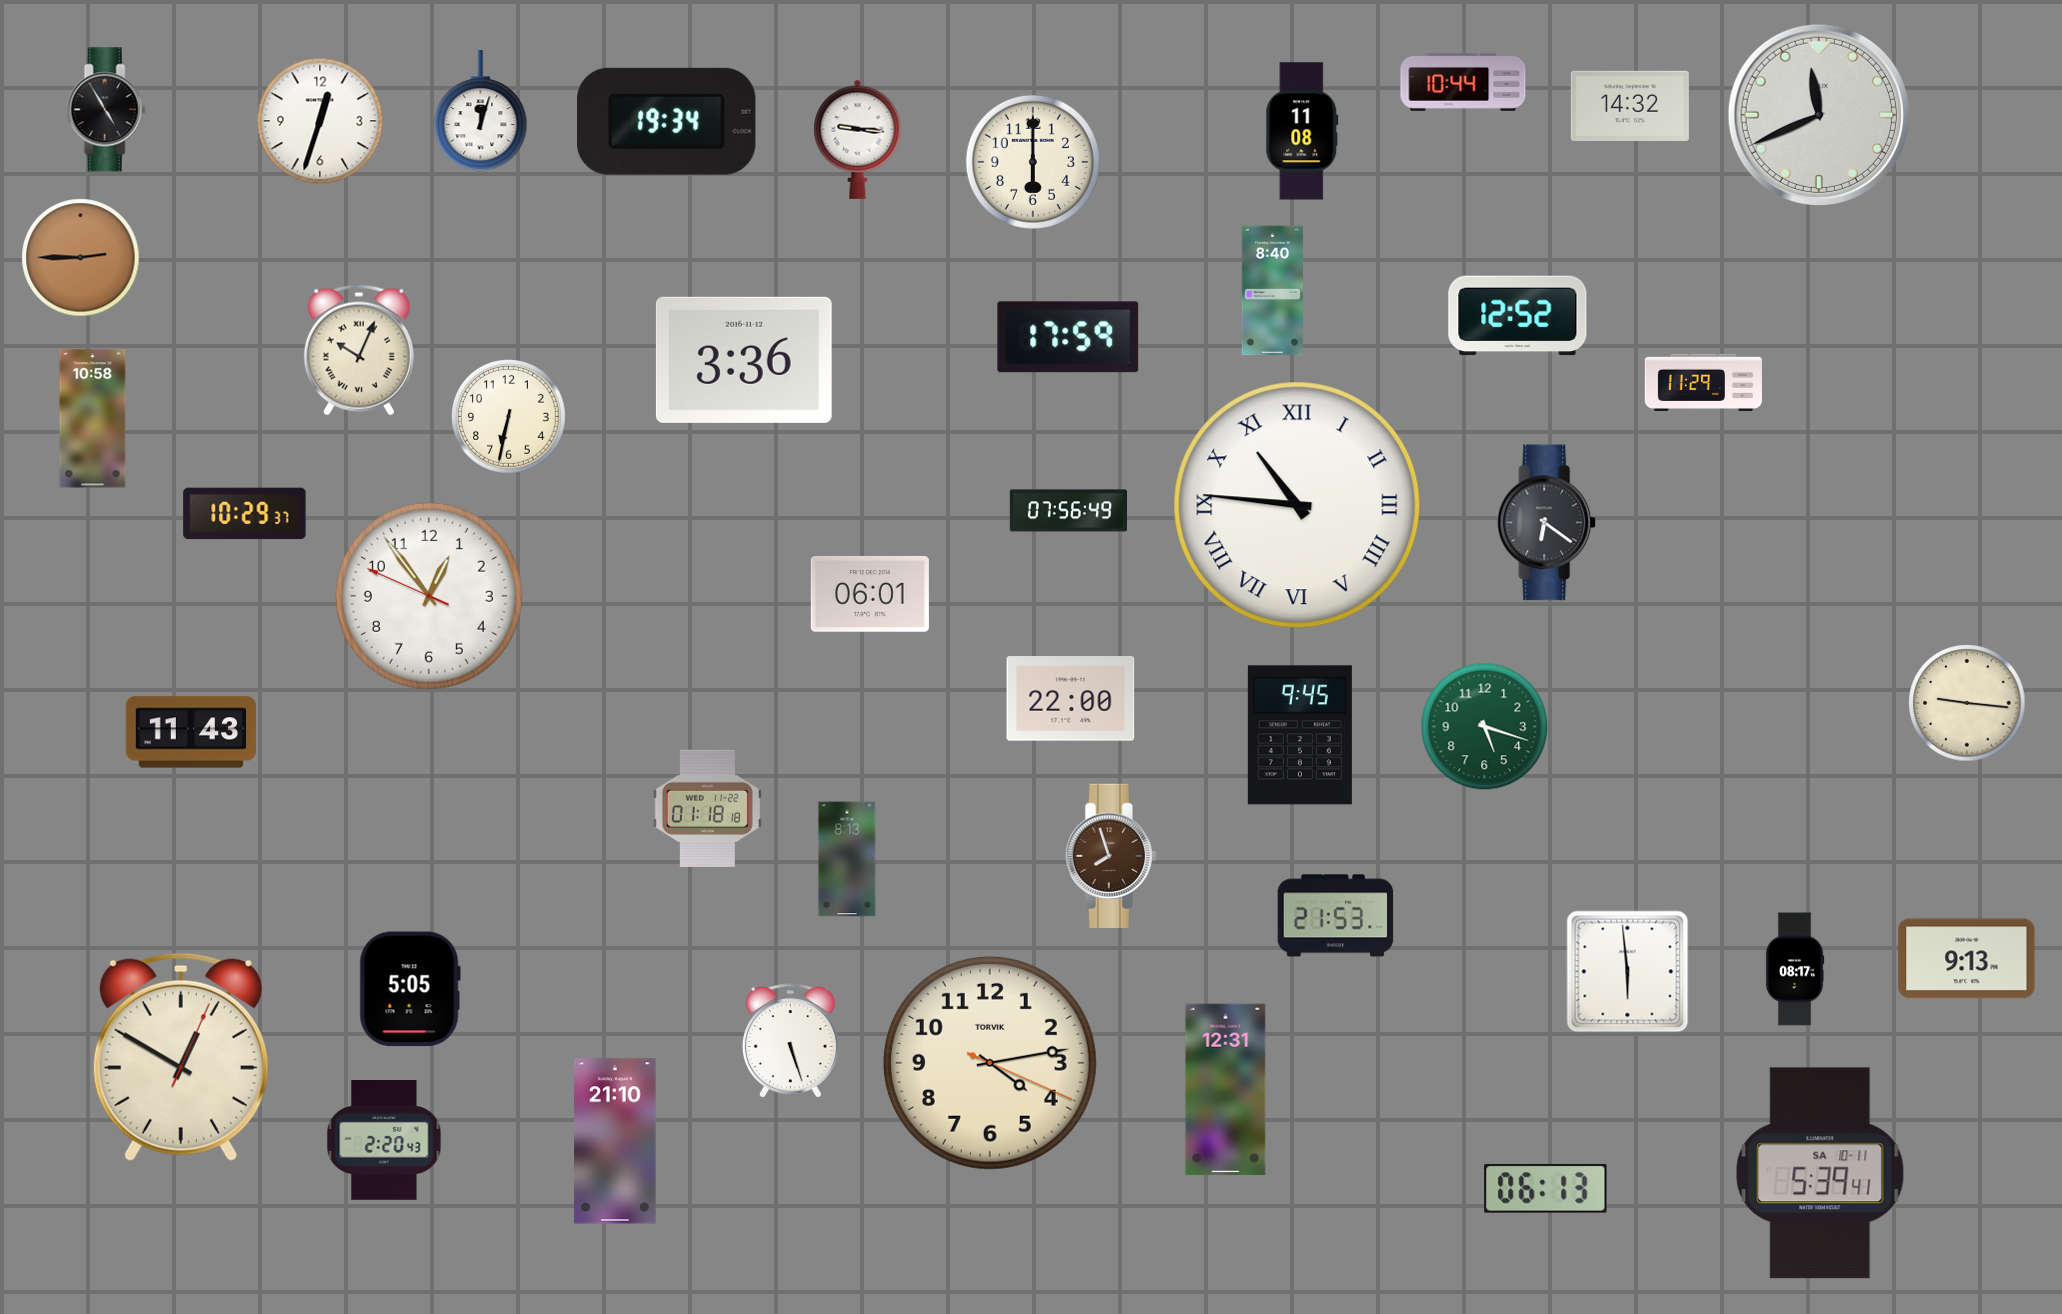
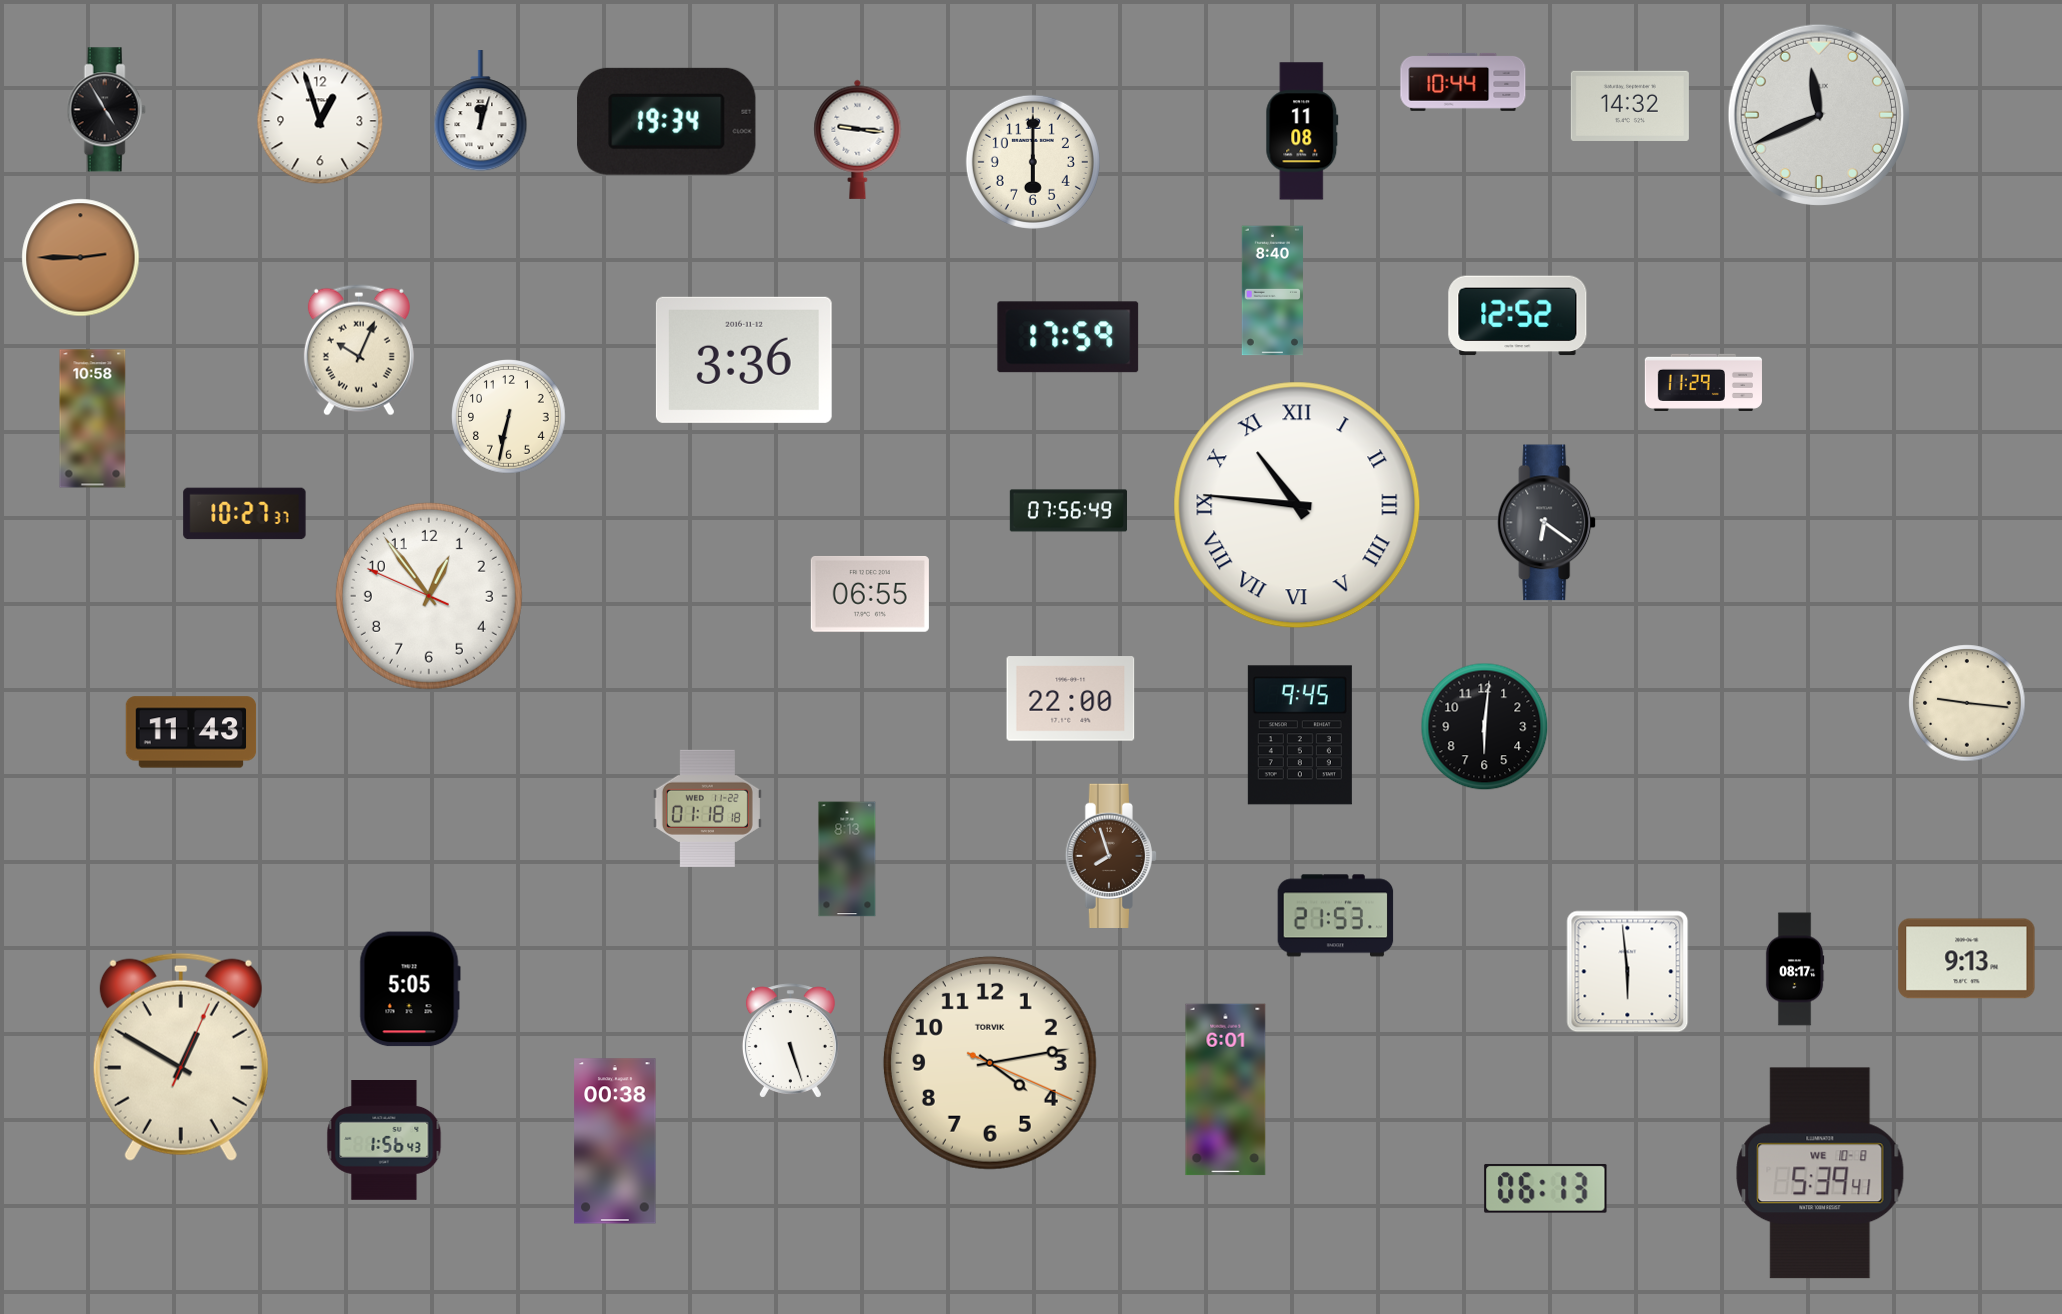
clock at (320, 121): 12:33 -> 12:57
clock at (245, 514): 10:29 -> 10:27
clock at (870, 594): 06:01 -> 06:55
clock at (1485, 727): 5:18 -> 6:01
clock at (1485, 727) dial: green -> black
clock at (1226, 1090): 12:31 -> 6:01
clock at (384, 1141): 2:20 -> 1:56
clock at (615, 1141): 21:10 -> 00:38
clock at (1820, 1173) date: SA 10-11 -> WE 10-8
